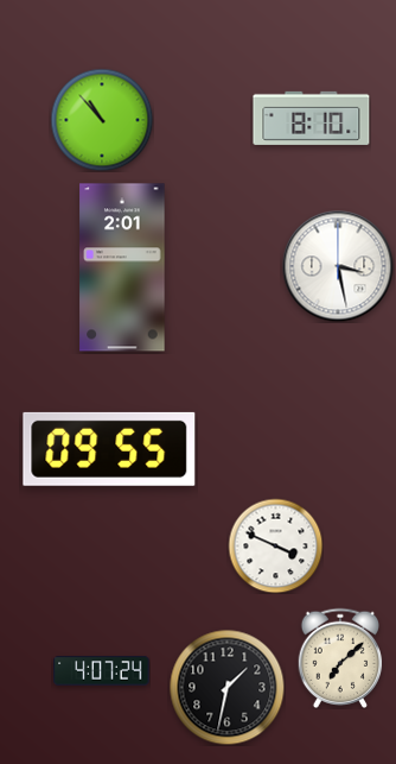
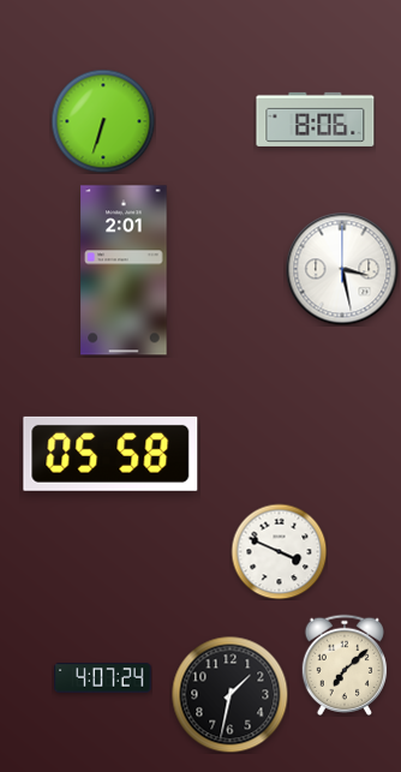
clock at (312, 118): 8:10 -> 8:06
clock at (102, 120): 10:53 -> 6:33
clock at (109, 449): 09:55 -> 05:58
